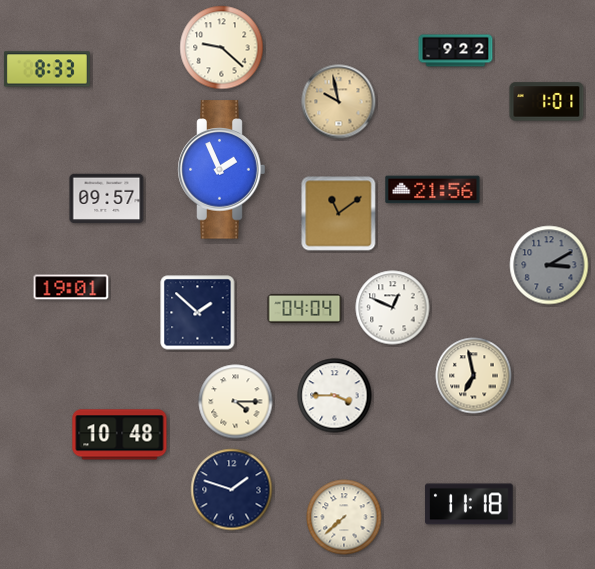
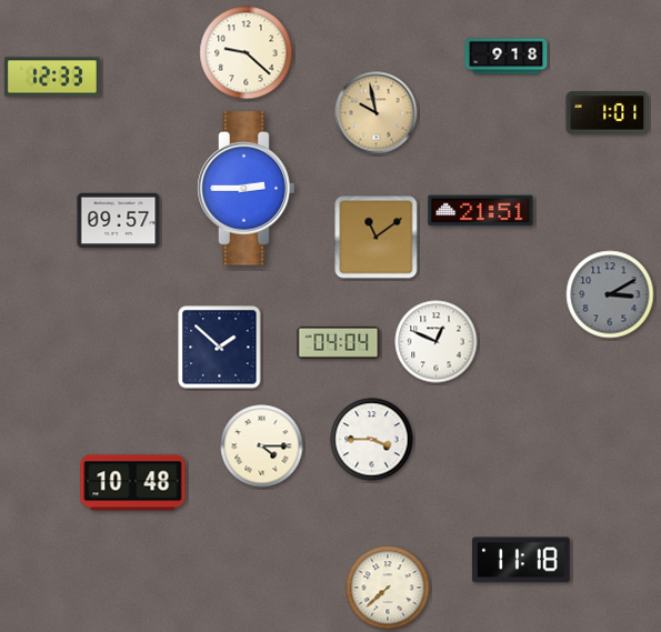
clock at (456, 51): 9:22 -> 9:18
clock at (47, 69): 8:33 -> 12:33
clock at (222, 170): 1:56 -> 2:45
clock at (433, 190): 21:56 -> 21:51
clock at (71, 287): 19:01 -> none
clock at (474, 376): 6:58 -> none
clock at (232, 490): 1:48 -> none
clock at (344, 517) position: (344, 517) -> (388, 588)
